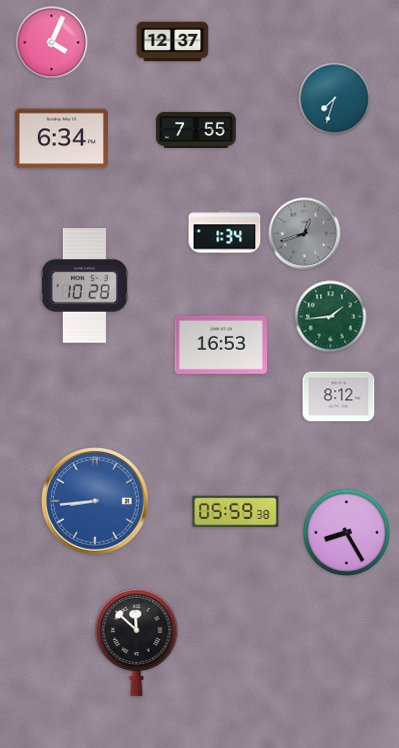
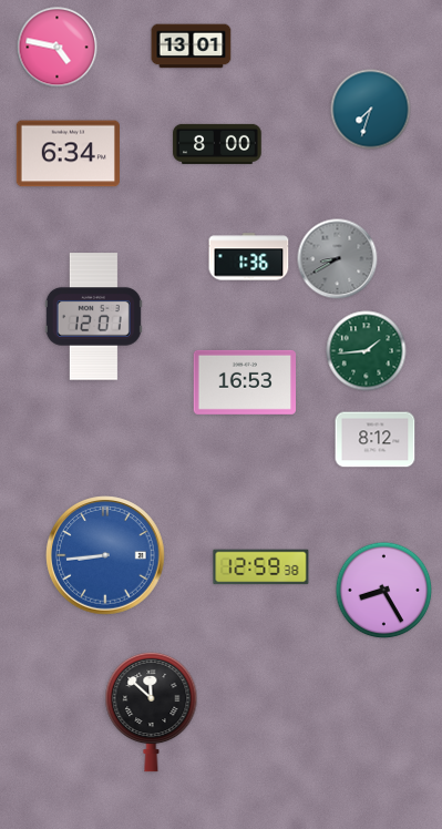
clock at (173, 42): 12:37 -> 13:01
clock at (52, 43): 4:04 -> 4:47
clock at (196, 130): 7:55 -> 8:00
clock at (225, 232): 1:34 -> 1:36
clock at (305, 234): 12:42 -> 8:40
clock at (84, 286): 10:28 -> 12:01
clock at (236, 512): 05:59 -> 12:59
